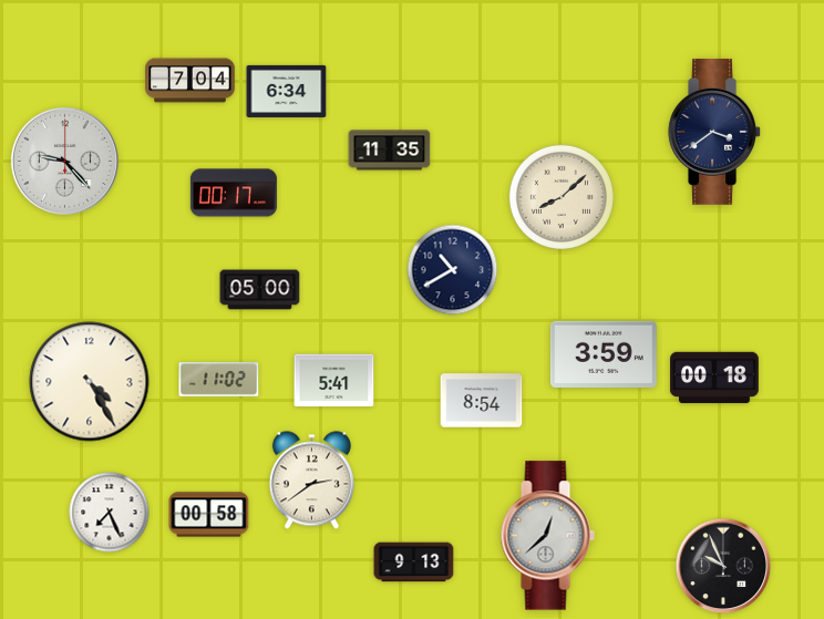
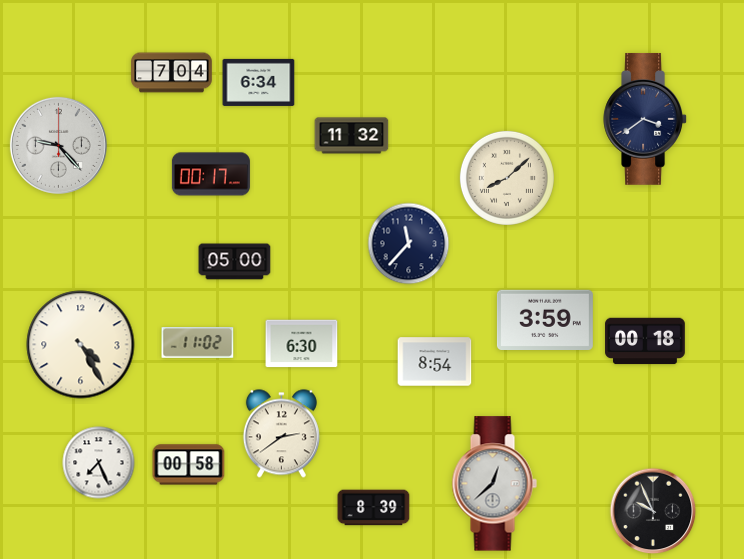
clock at (390, 151): 11:35 -> 11:32
clock at (453, 270): 10:40 -> 11:37
clock at (334, 381): 5:41 -> 6:30
clock at (414, 563): 9:13 -> 8:39
